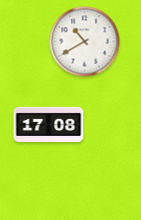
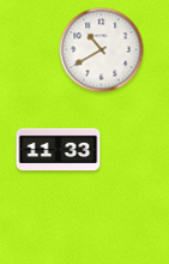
clock at (49, 124): 17:08 -> 11:33
